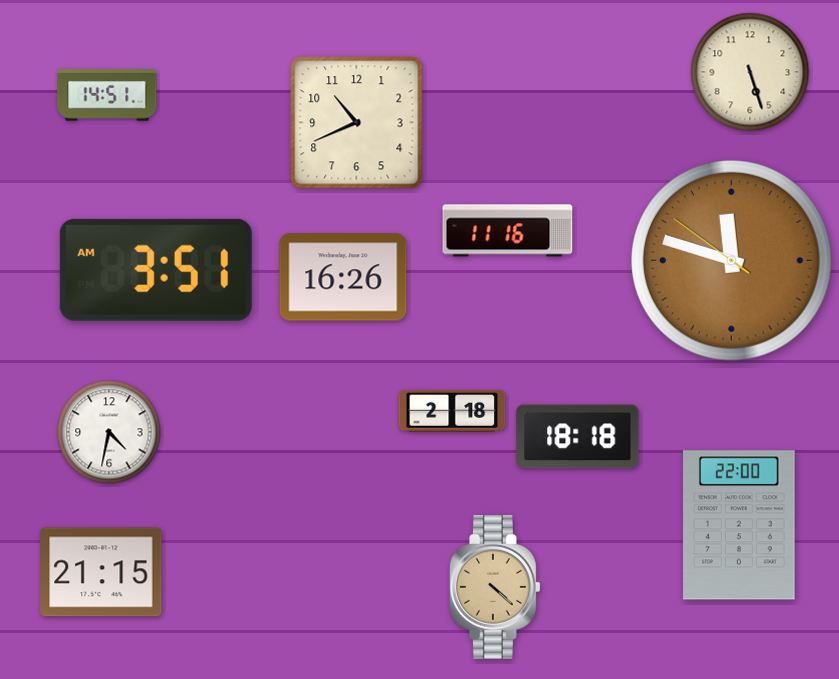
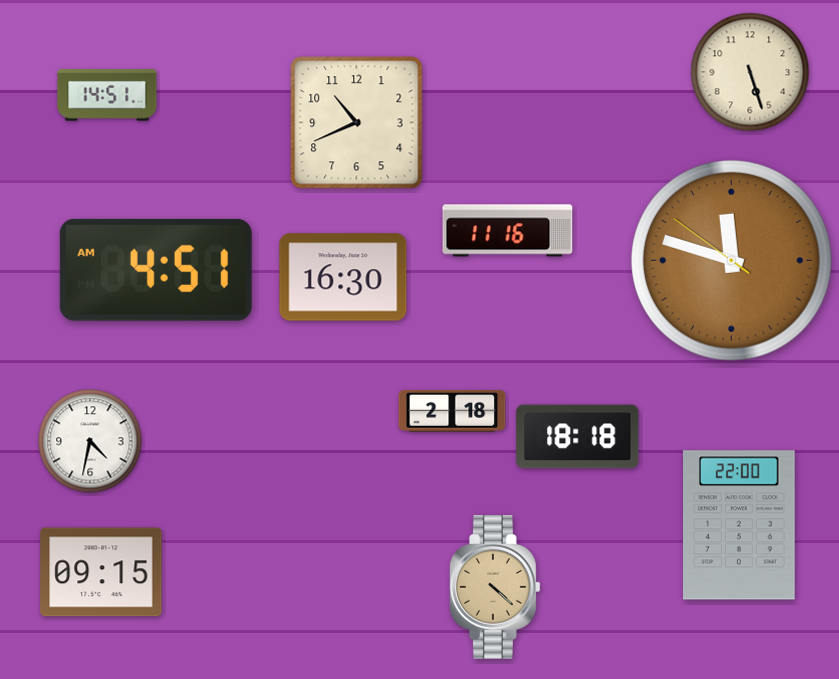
clock at (156, 270): 3:51 -> 4:51
clock at (343, 277): 16:26 -> 16:30
clock at (109, 432) position: (109, 432) -> (90, 441)
clock at (101, 572): 21:15 -> 09:15
